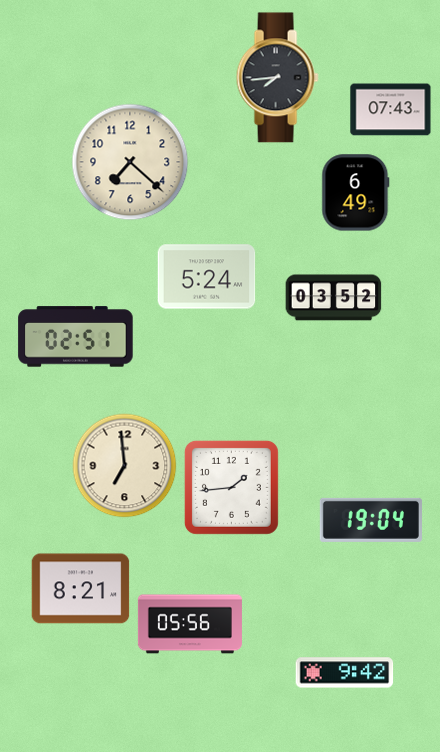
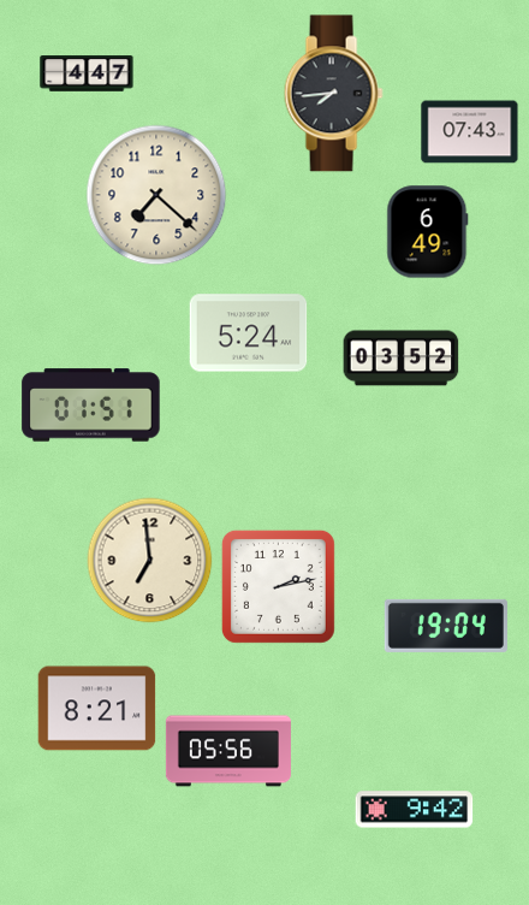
clock at (87, 75): none -> 4:47
clock at (76, 337): 02:51 -> 01:51
clock at (231, 487): 1:44 -> 2:13
